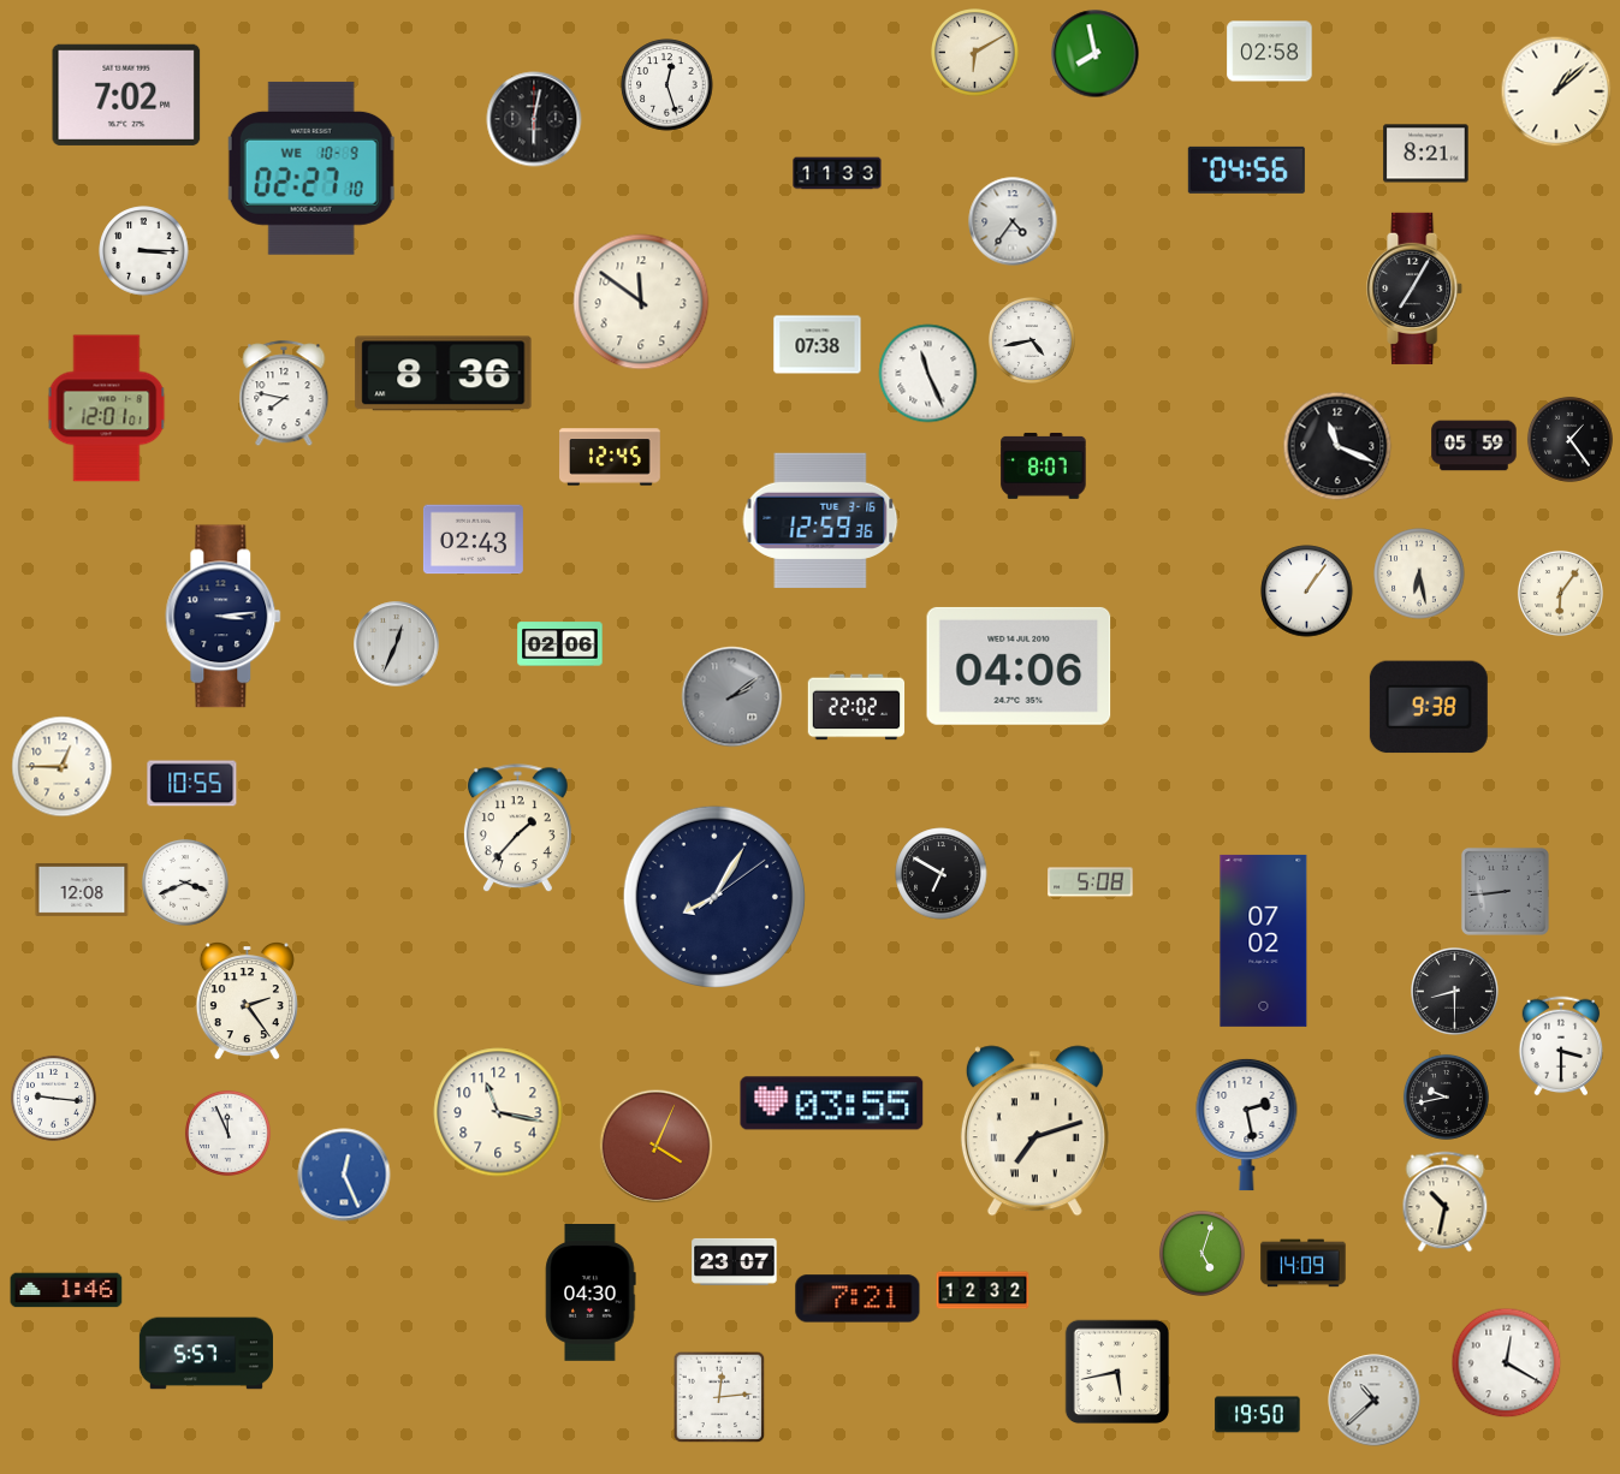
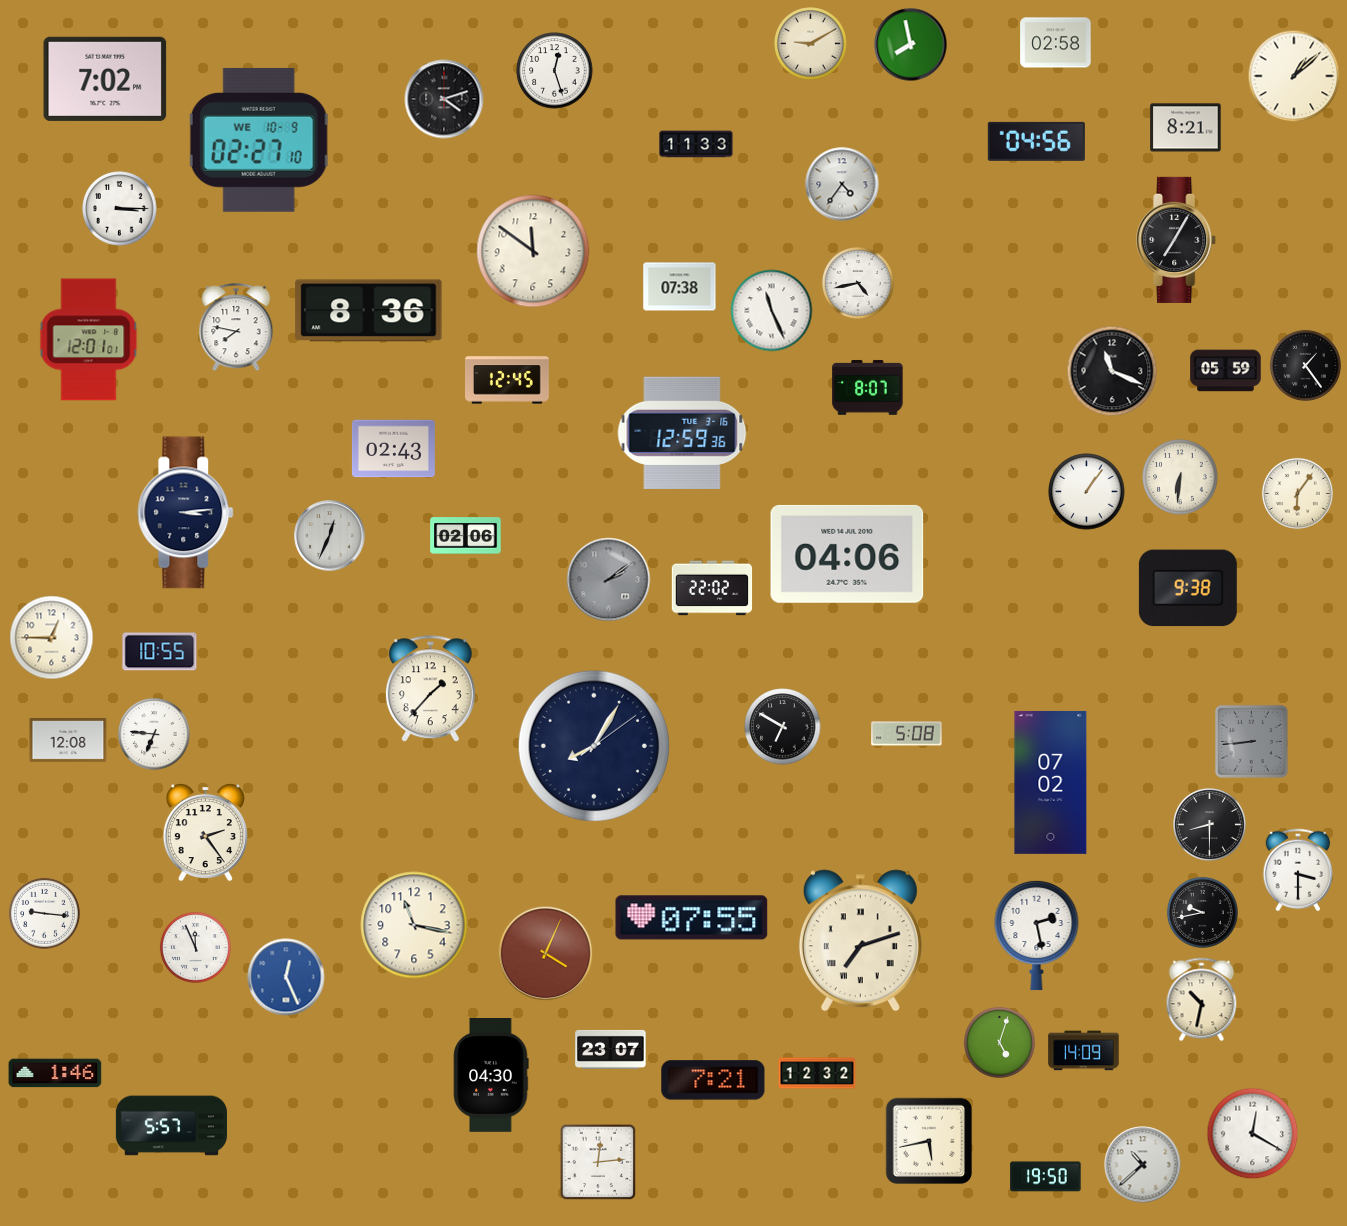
clock at (975, 53): 6:10 -> 9:10
clock at (534, 119): 6:02 -> 4:12
clock at (1419, 573): 6:28 -> 6:31
clock at (185, 882): 3:41 -> 6:46
clock at (832, 1104): 03:55 -> 07:55
clock at (227, 1133) position: (227, 1133) -> (195, 947)
